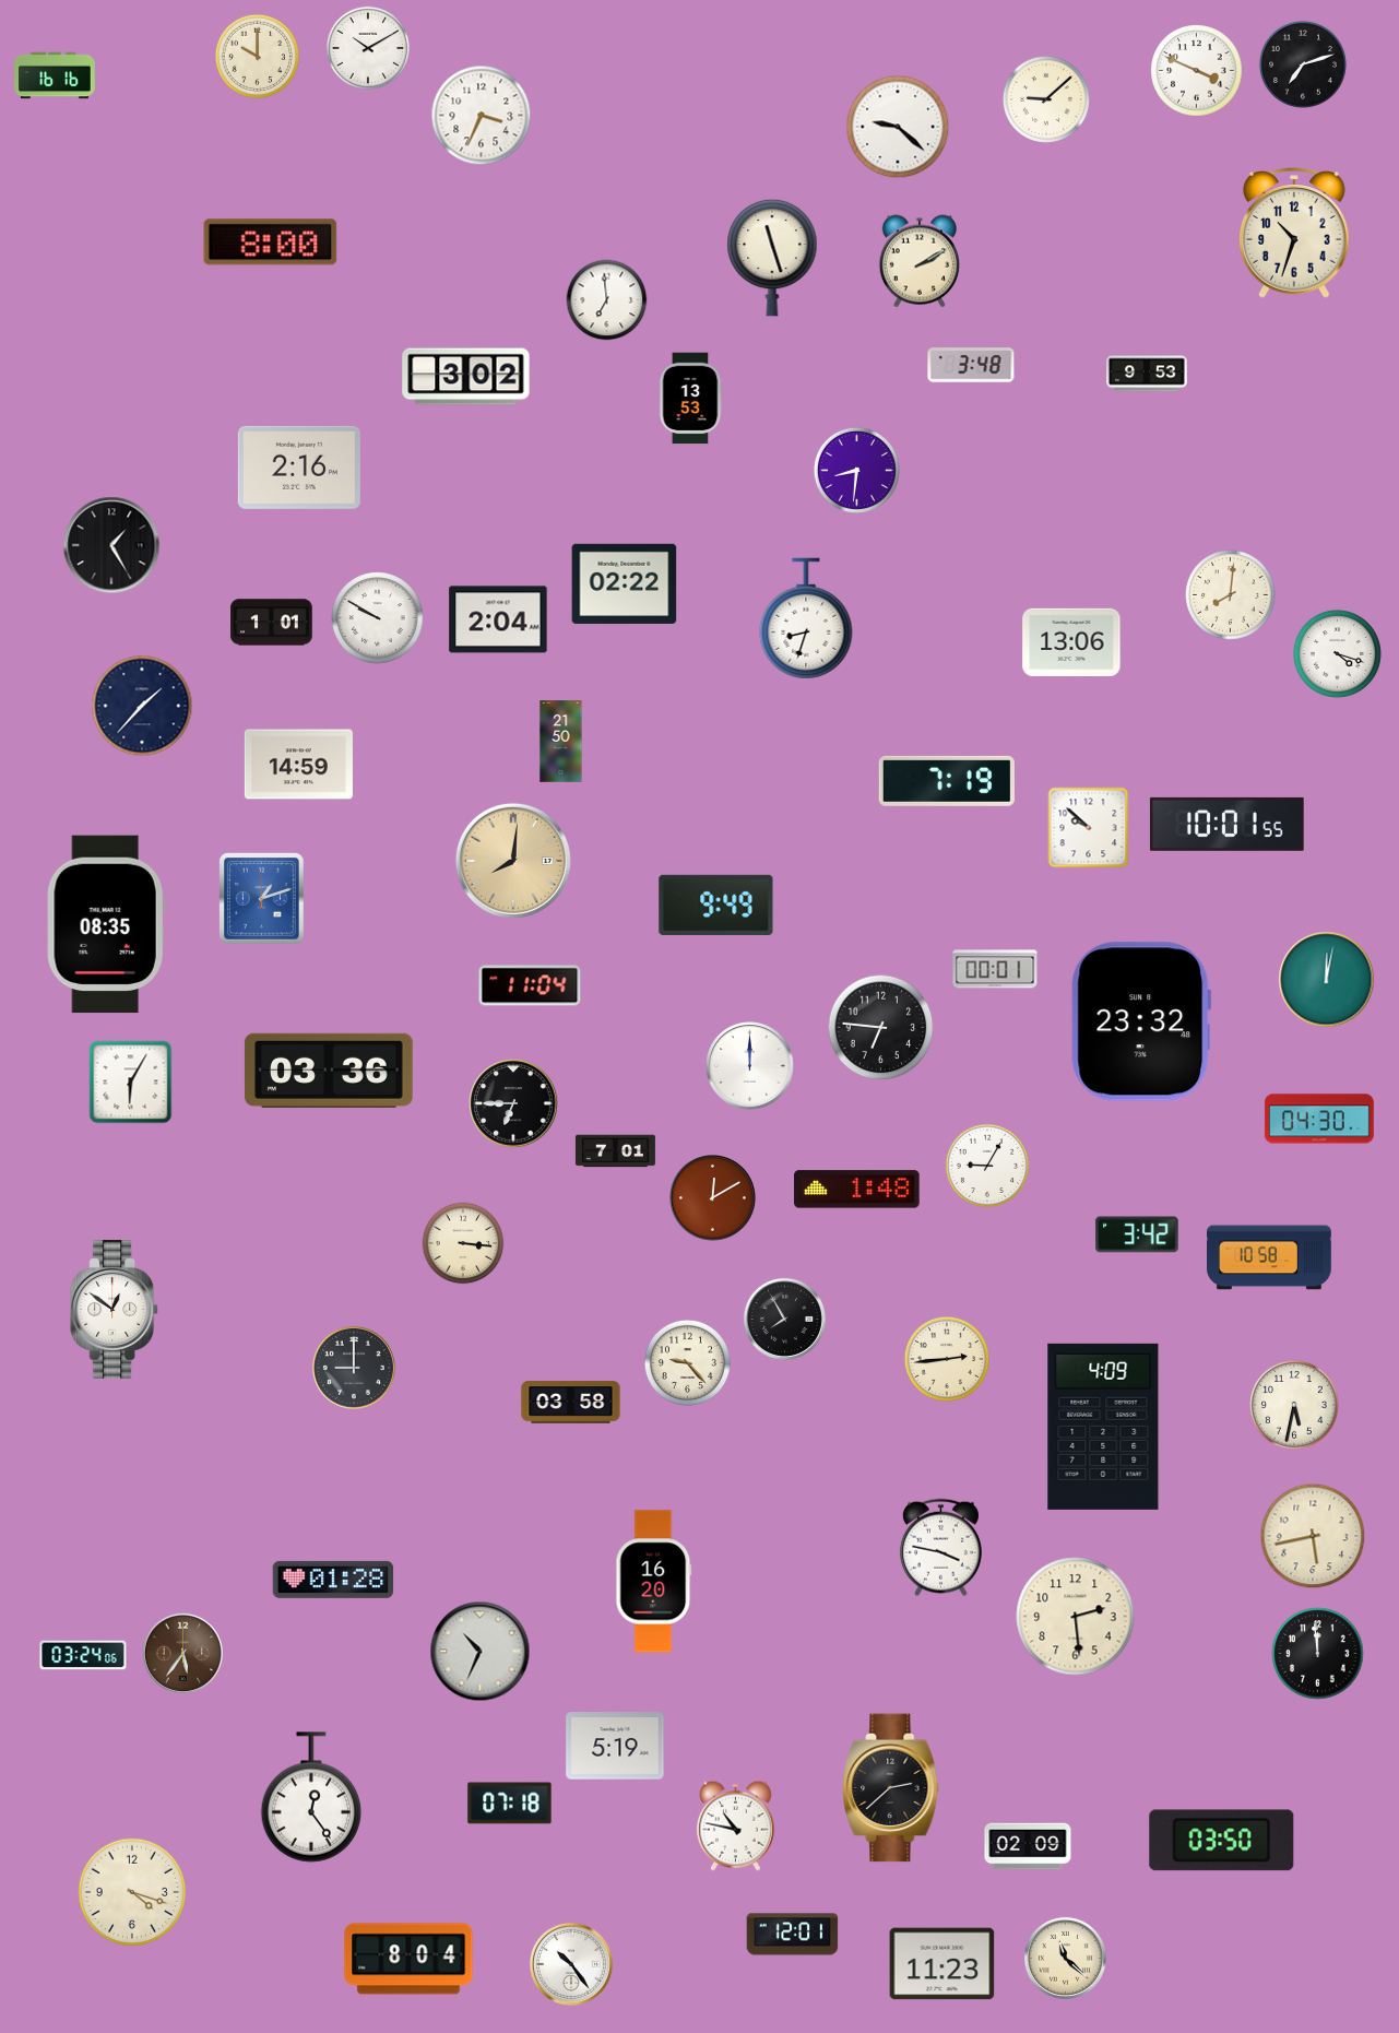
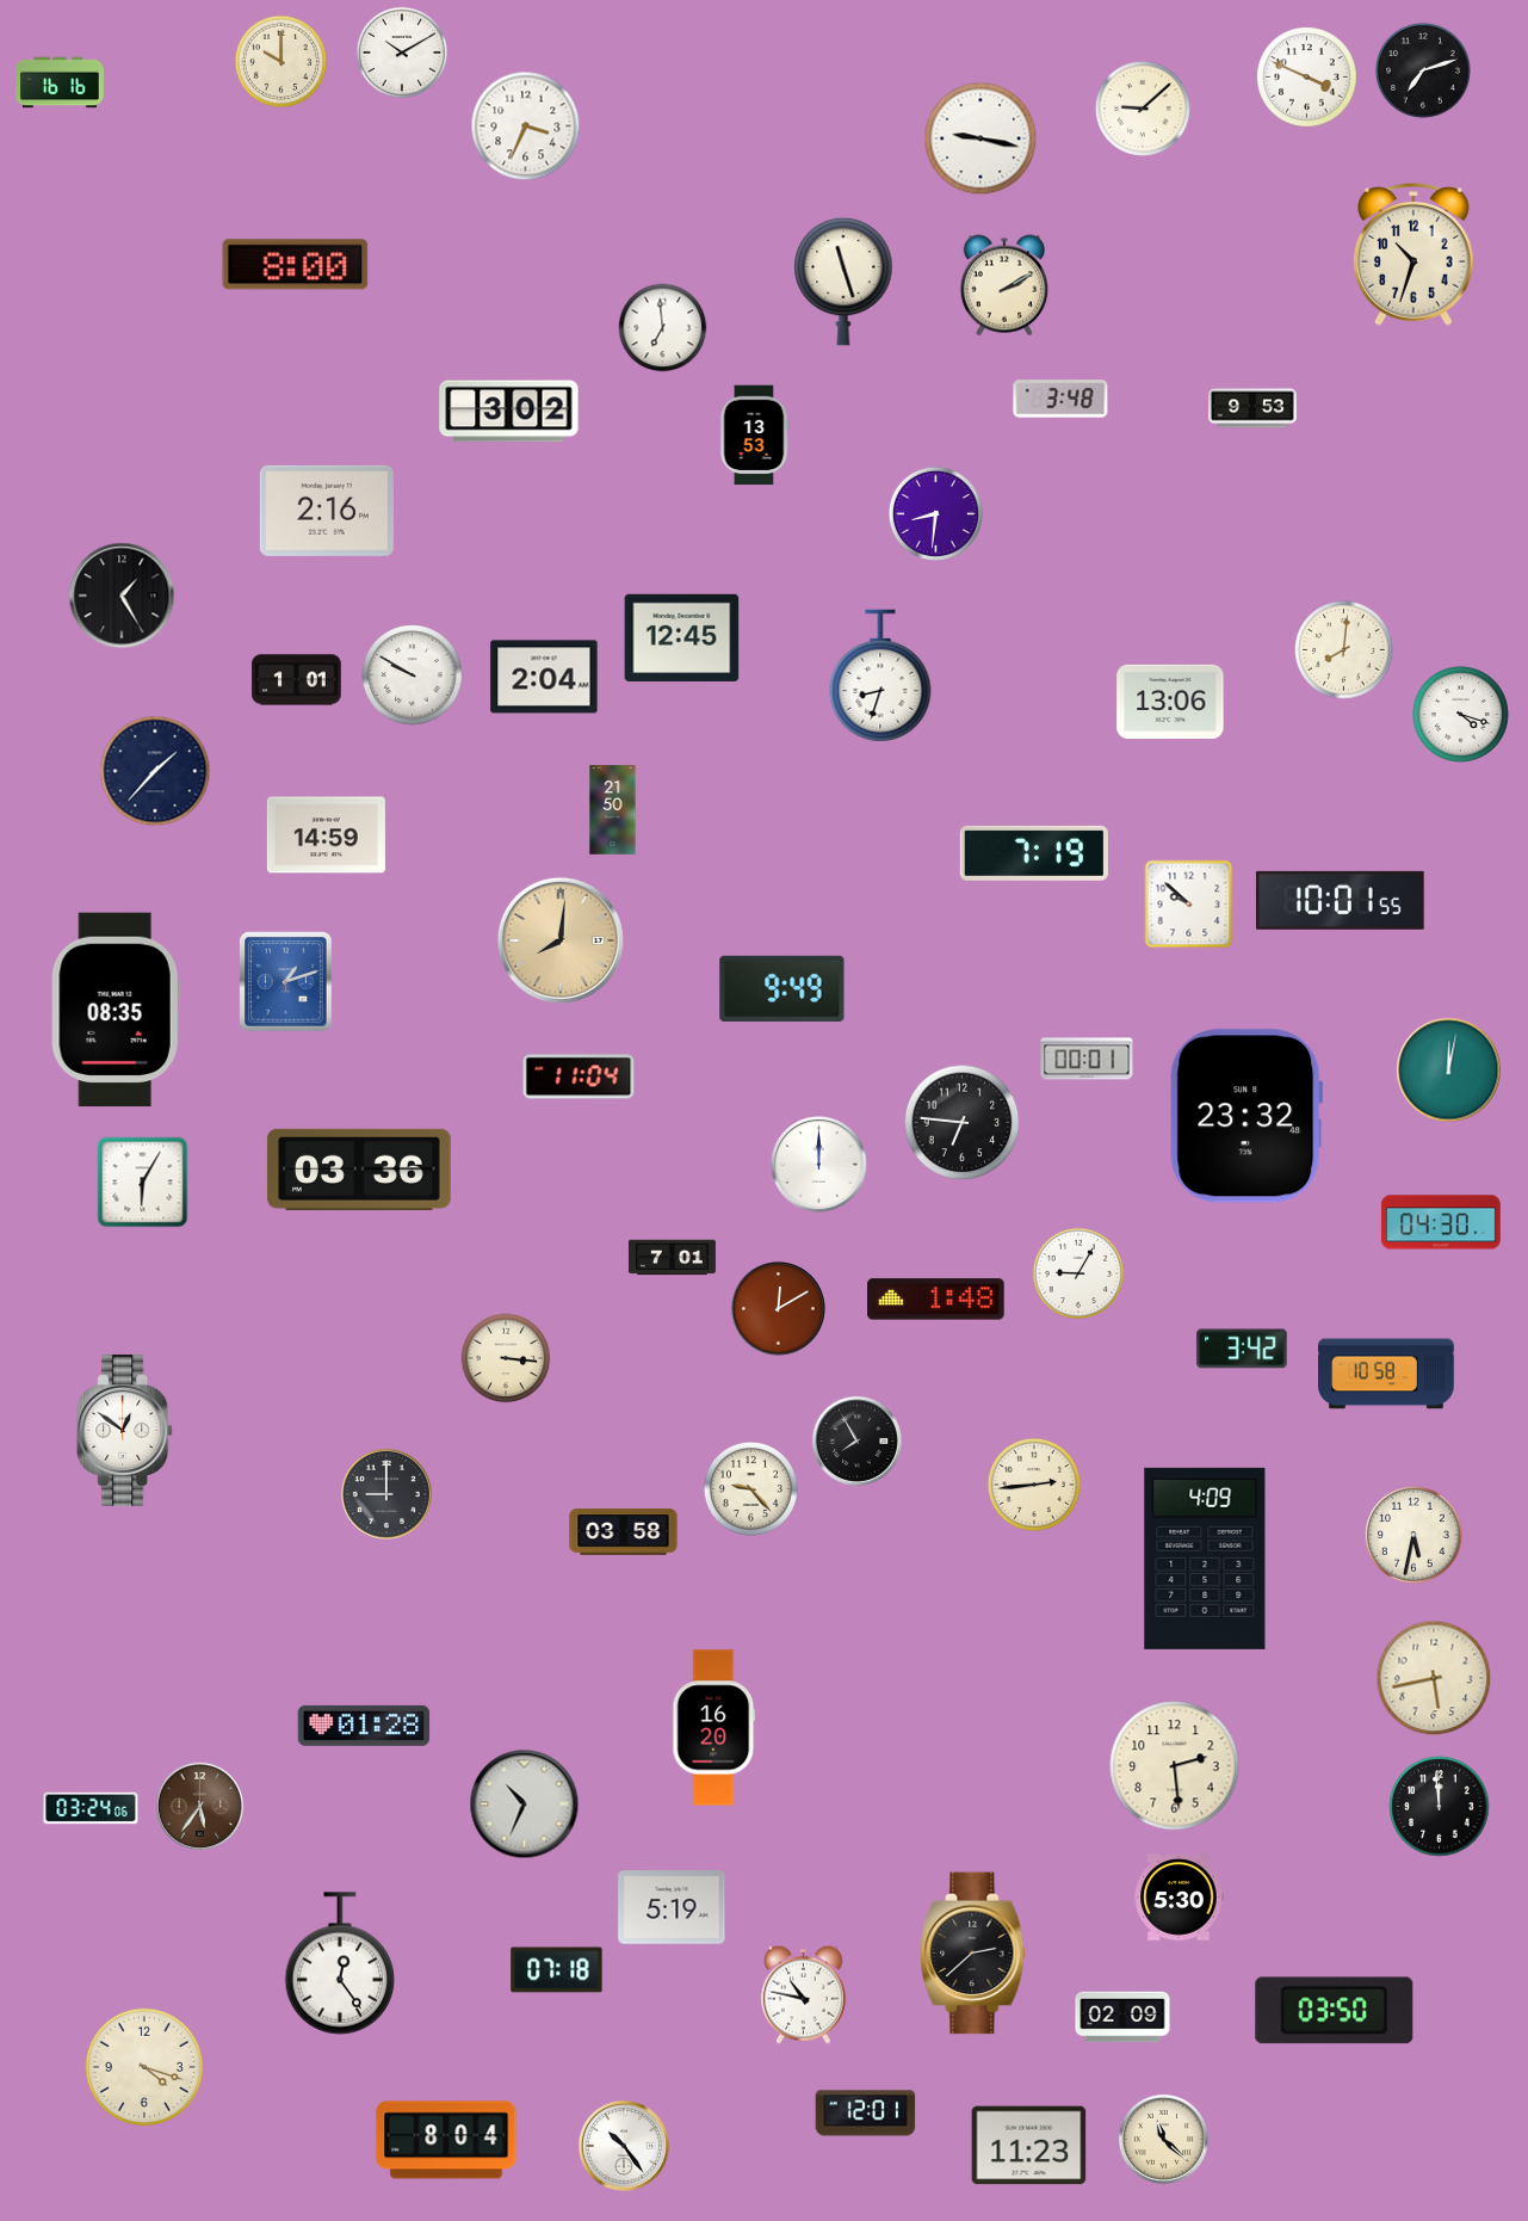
clock at (898, 127): 9:22 -> 9:17
clock at (625, 583): 02:22 -> 12:45
clock at (513, 1103): 6:45 -> none
clock at (940, 1548): 3:47 -> none
clock at (1179, 1898): none -> 5:30
